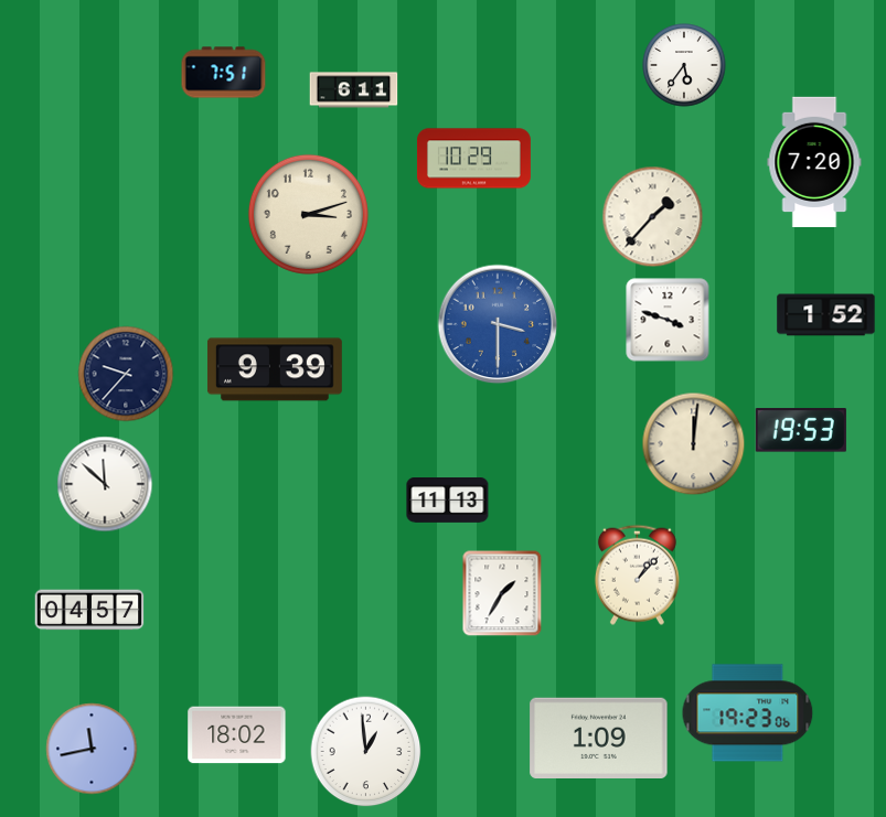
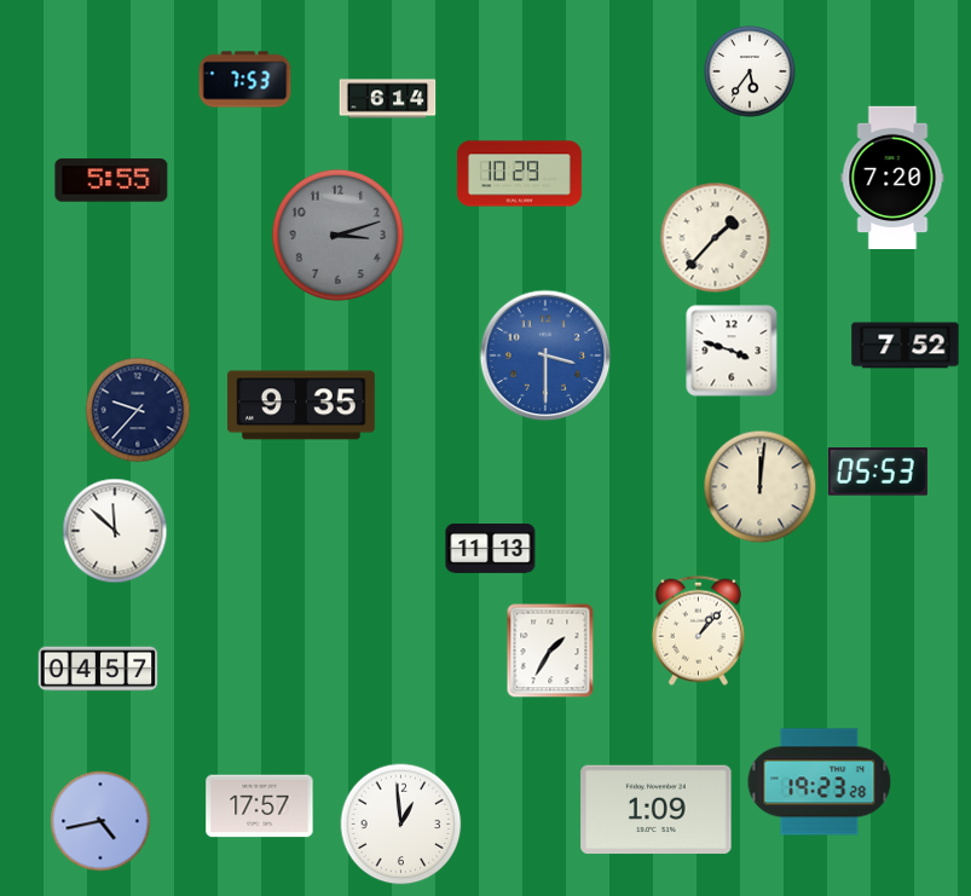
clock at (224, 73): 7:51 -> 7:53
clock at (354, 90): 6:11 -> 6:14
clock at (111, 180): none -> 5:55
clock at (308, 214) dial: cream -> grey
clock at (826, 315): 1:52 -> 7:52
clock at (275, 369): 9:39 -> 9:35
clock at (801, 430): 19:53 -> 05:53
clock at (748, 713): 19:23:06 -> 19:23:28
clock at (237, 735): 18:02 -> 17:57
clock at (92, 749): 11:43 -> 4:43
